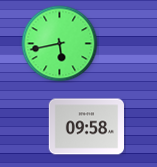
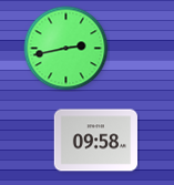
clock at (60, 44): 5:43 -> 2:43
